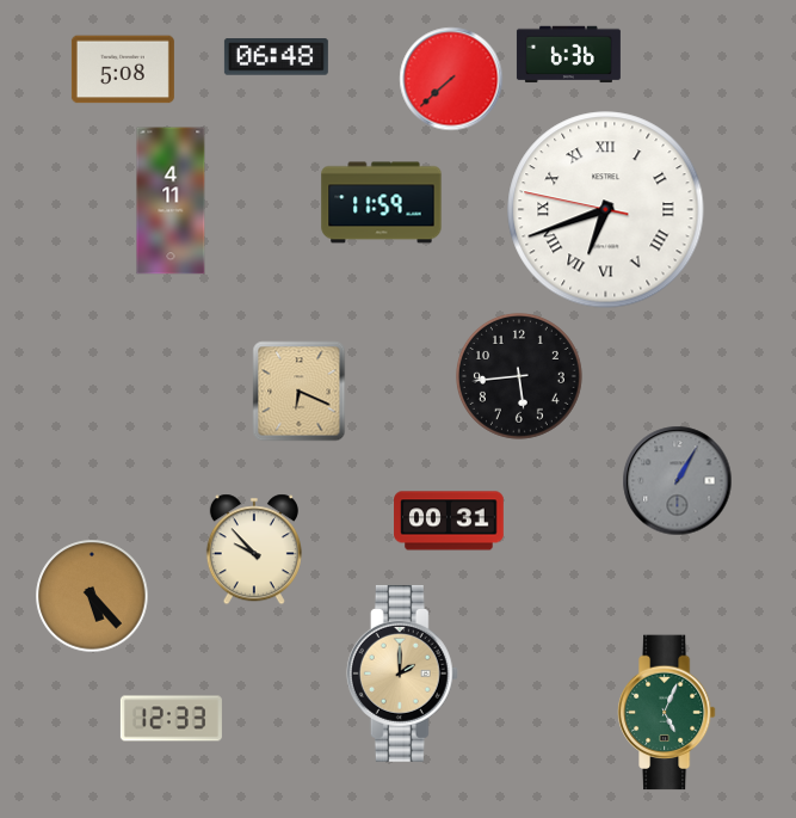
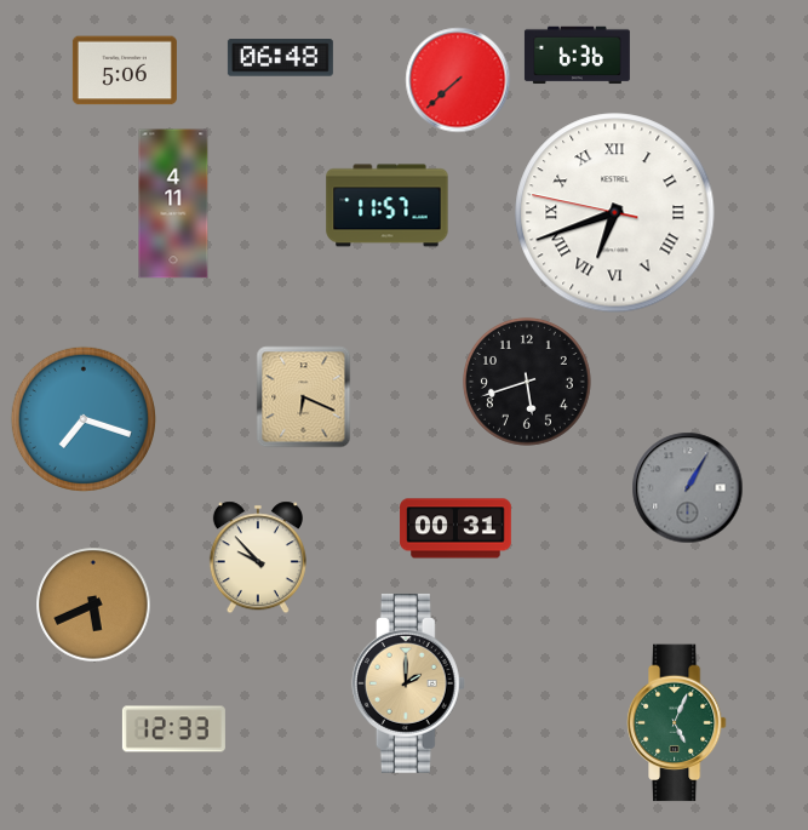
clock at (123, 69): 5:08 -> 5:06
clock at (382, 203): 11:59 -> 11:57
clock at (519, 376): 5:44 -> 5:42
clock at (84, 419): none -> 7:18
clock at (92, 596): 5:23 -> 5:41
